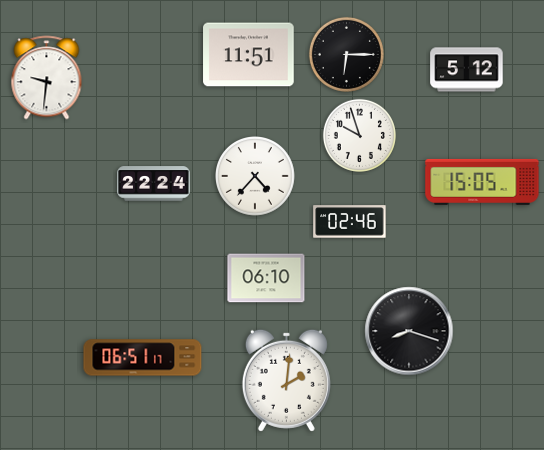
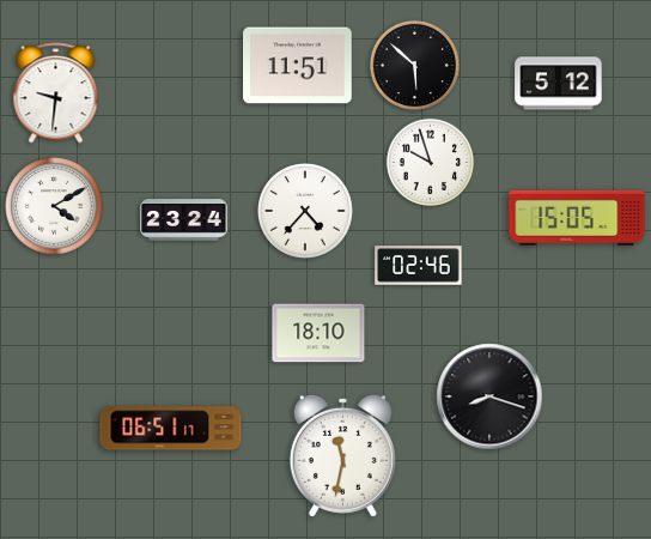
clock at (346, 54): 6:15 -> 5:52
clock at (54, 206): none -> 4:10
clock at (154, 184): 22:24 -> 23:24
clock at (266, 278): 06:10 -> 18:10
clock at (286, 380): 2:01 -> 11:32
